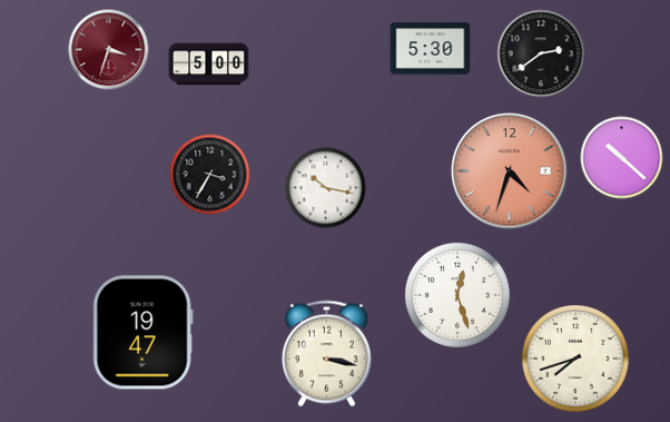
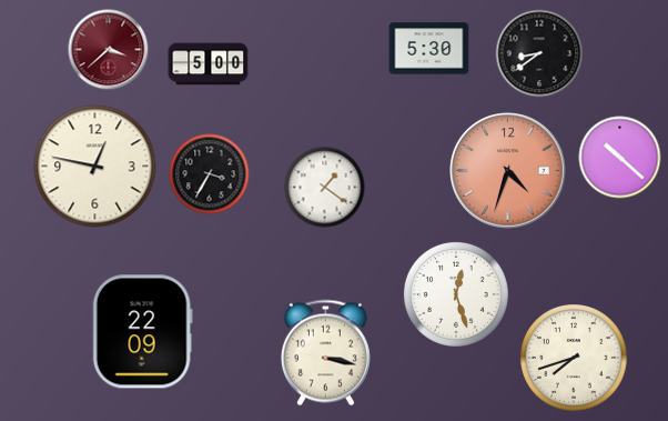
clock at (109, 50): 3:33 -> 3:38
clock at (541, 53): 2:39 -> 8:39
clock at (95, 167): none -> 12:47
clock at (326, 188): 10:17 -> 1:21
clock at (142, 333): 19:47 -> 22:09
